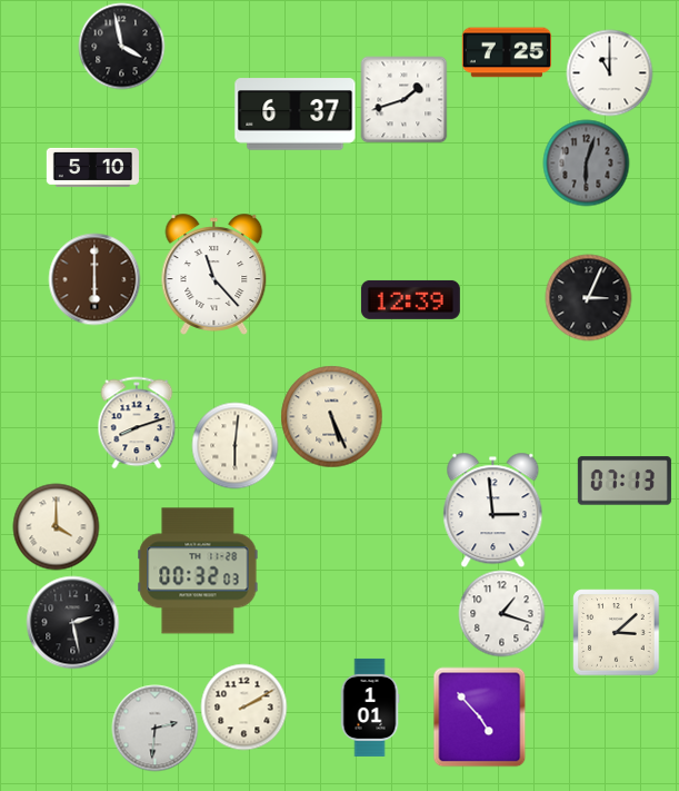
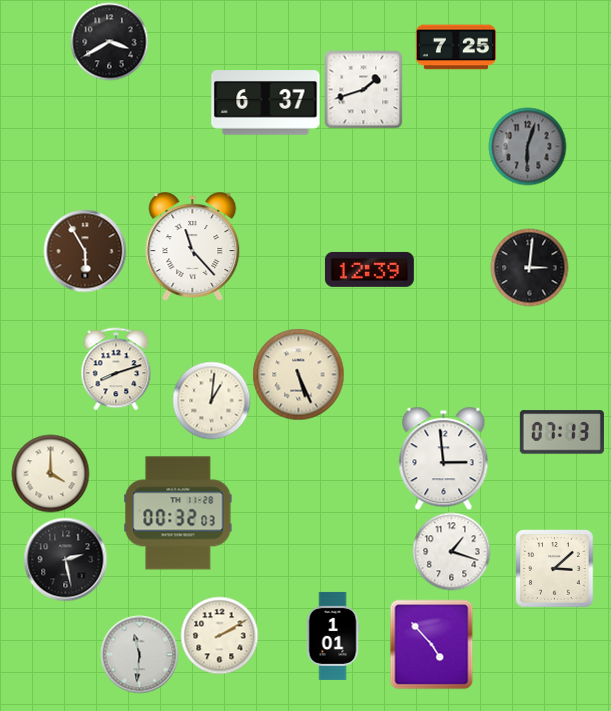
clock at (121, 46): 3:58 -> 3:40
clock at (609, 72): 11:00 -> none
clock at (92, 167): 5:10 -> none
clock at (94, 279): 6:00 -> 5:55
clock at (588, 297): 3:04 -> 3:01
clock at (137, 423) position: (137, 423) -> (116, 369)
clock at (234, 445): 6:01 -> 1:01
clock at (154, 728): 2:31 -> 11:31
